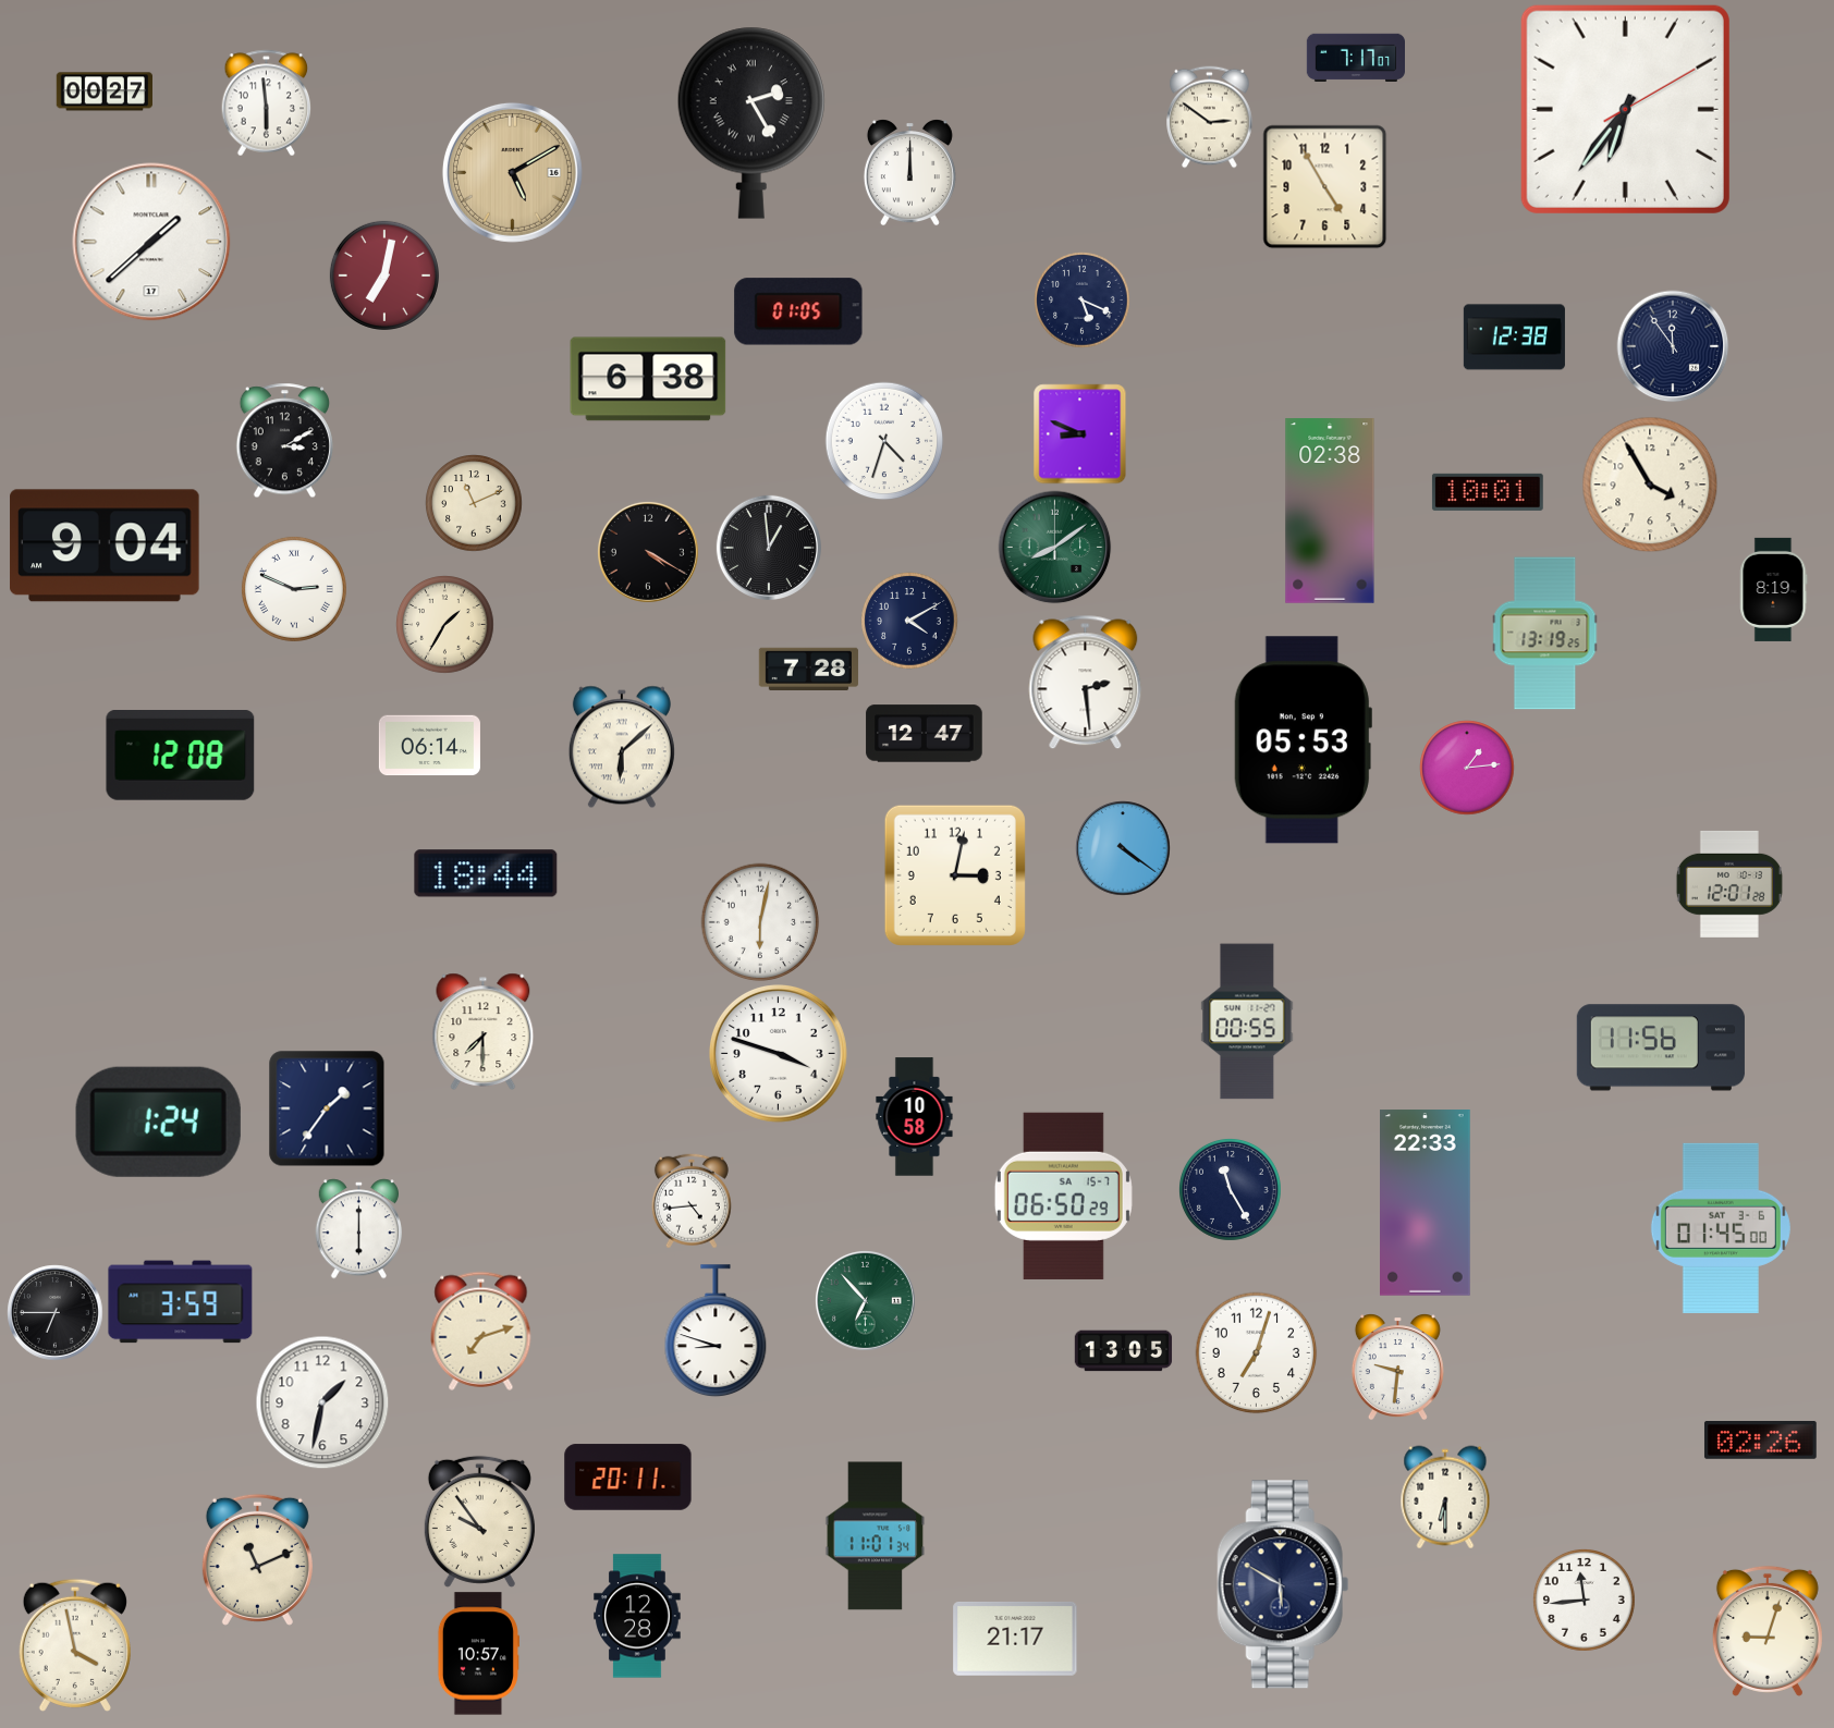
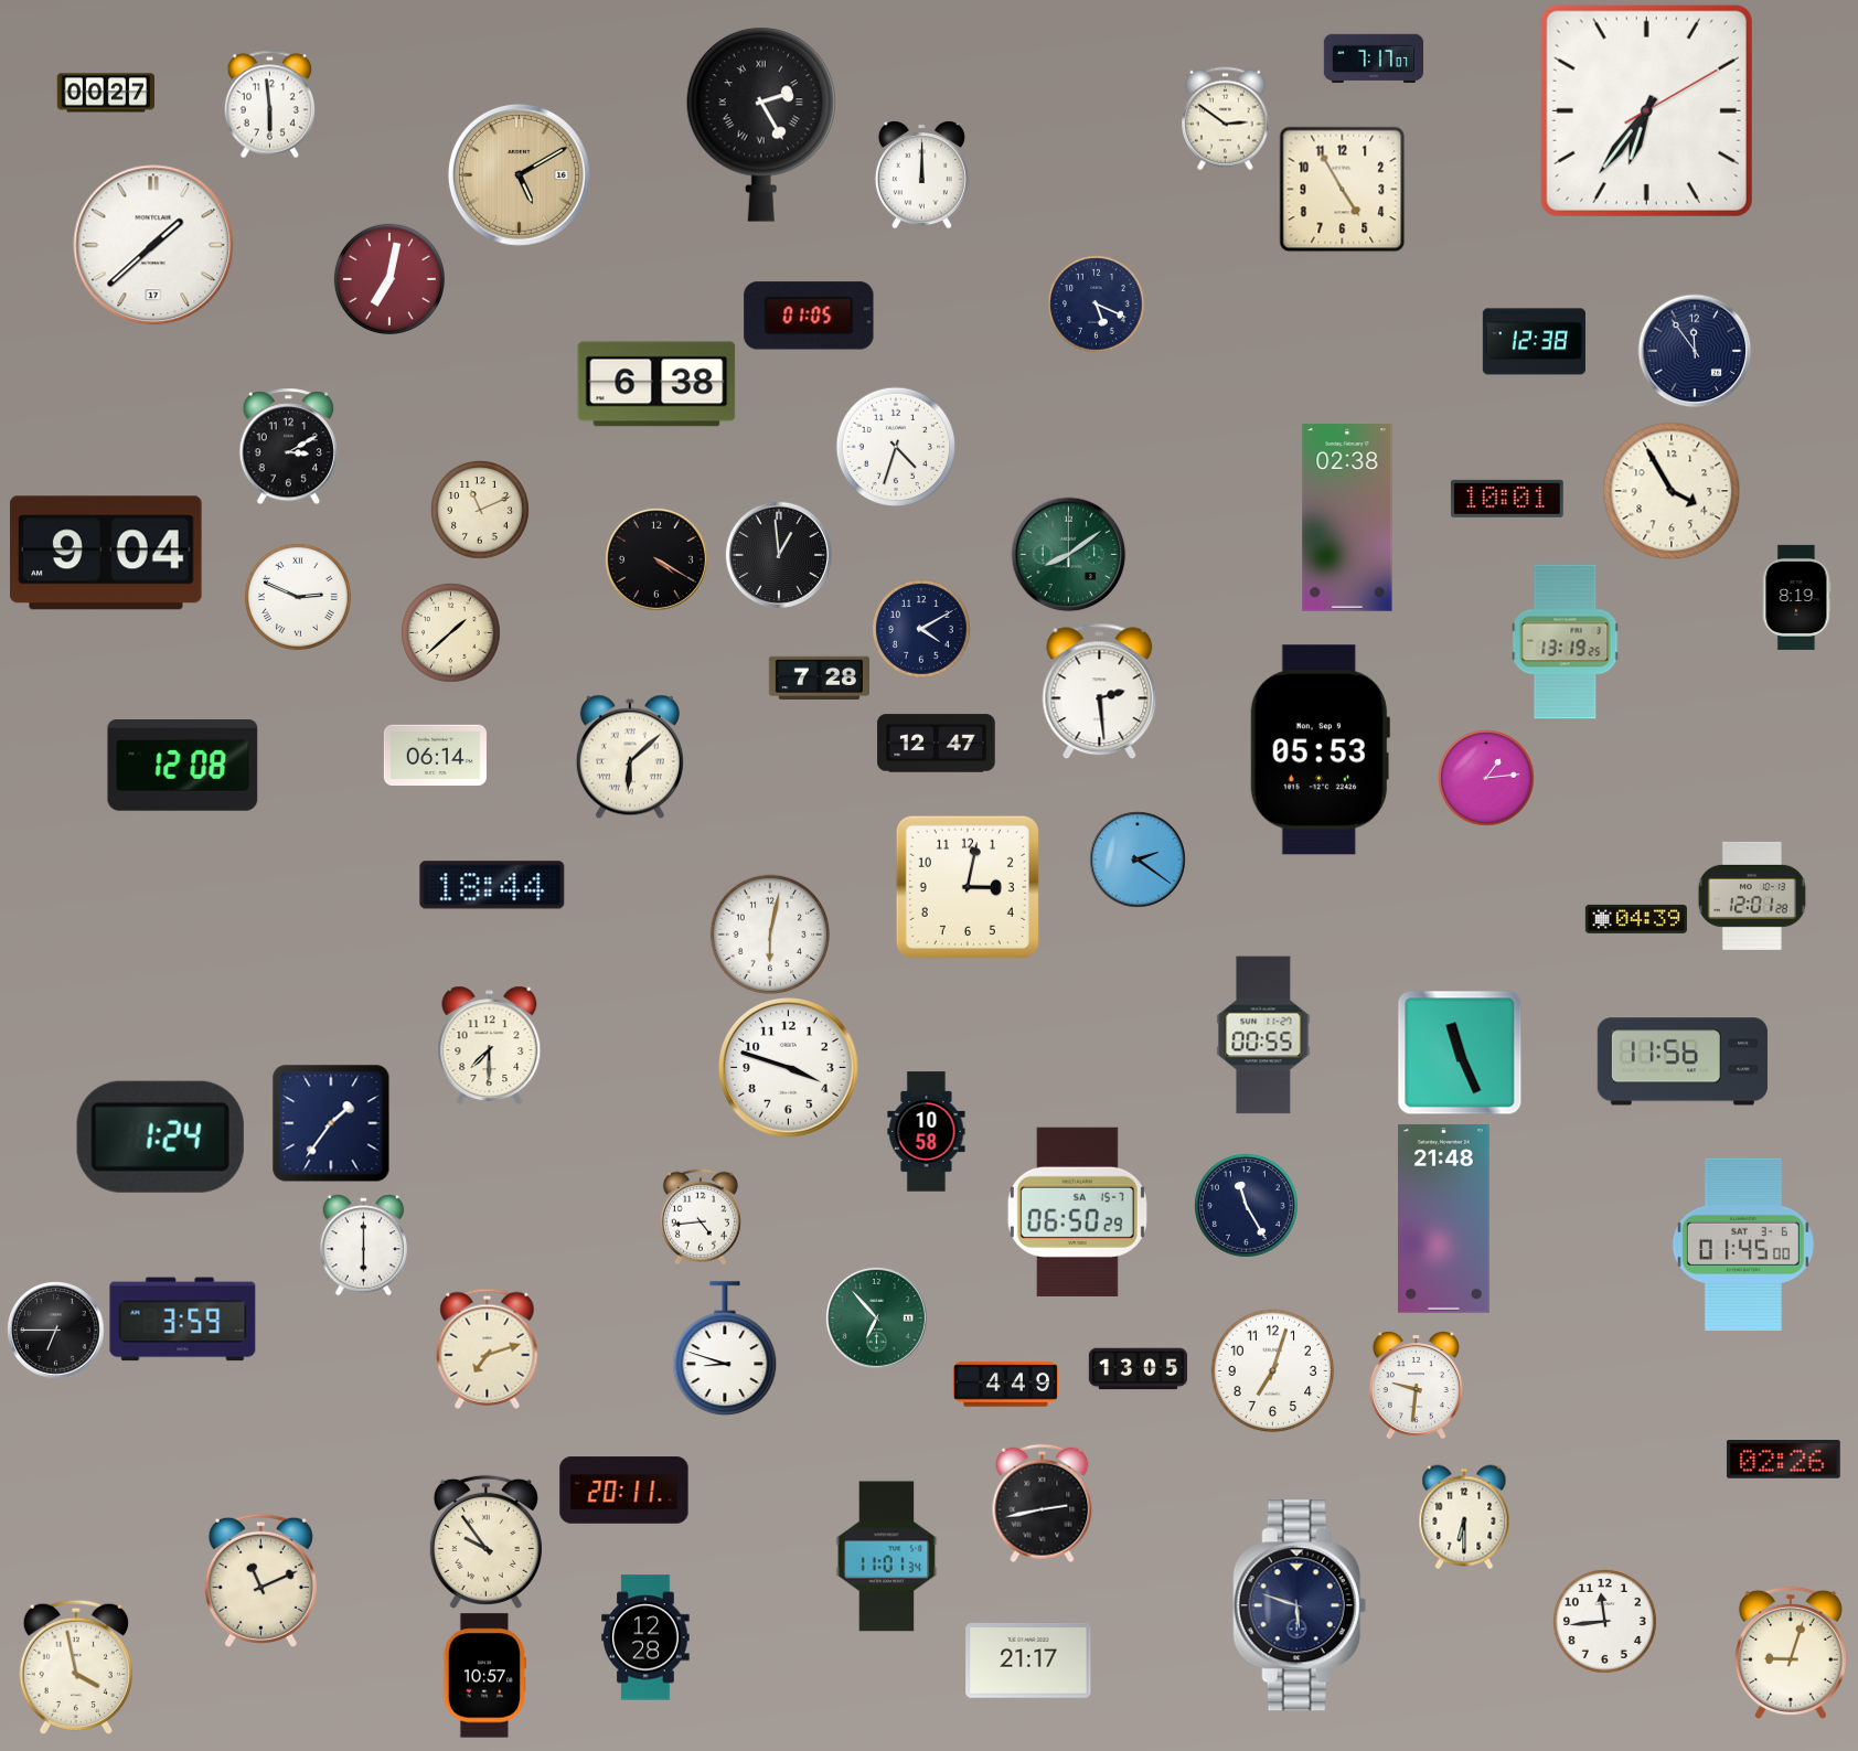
clock at (1080, 433): 8:49 -> none
clock at (444, 624): 1:35 -> 1:38
clock at (1123, 848): 4:21 -> 2:21
clock at (1636, 919): none -> 04:39
clock at (1460, 1053): none -> 11:26
clock at (1426, 1203): 22:33 -> 21:48
clock at (1005, 1385): none -> 4:49
clock at (322, 1402): 1:32 -> none
clock at (628, 1478) position: (628, 1478) -> (624, 1491)
clock at (1043, 1503): none -> 2:43
clock at (1283, 1584): 5:50 -> 5:48
